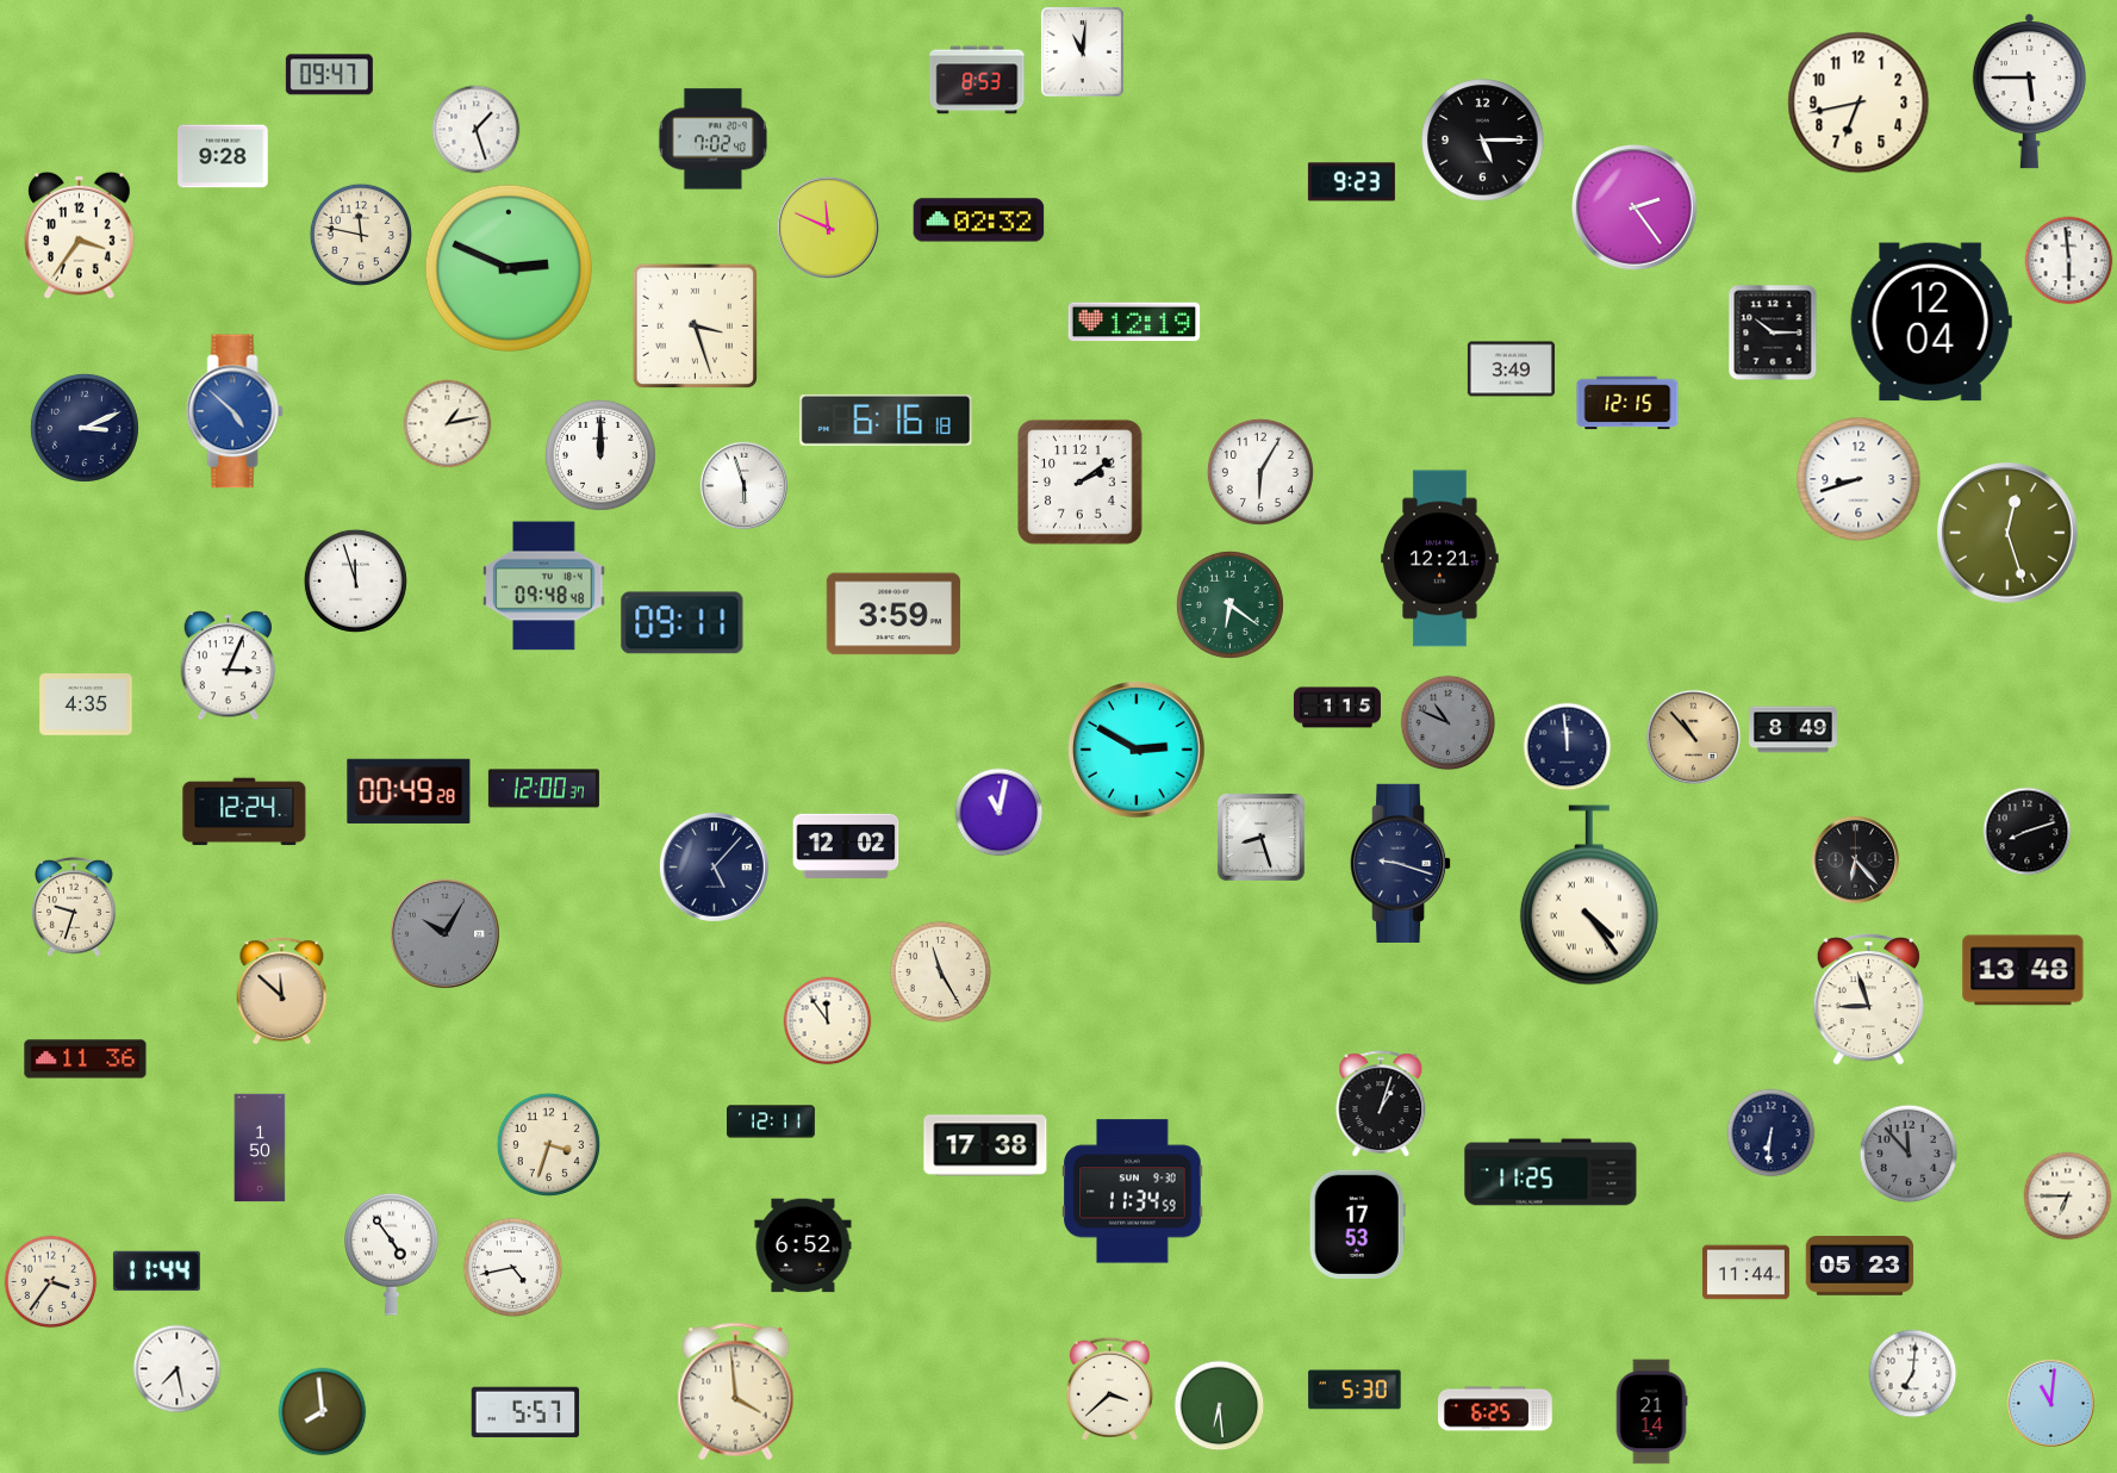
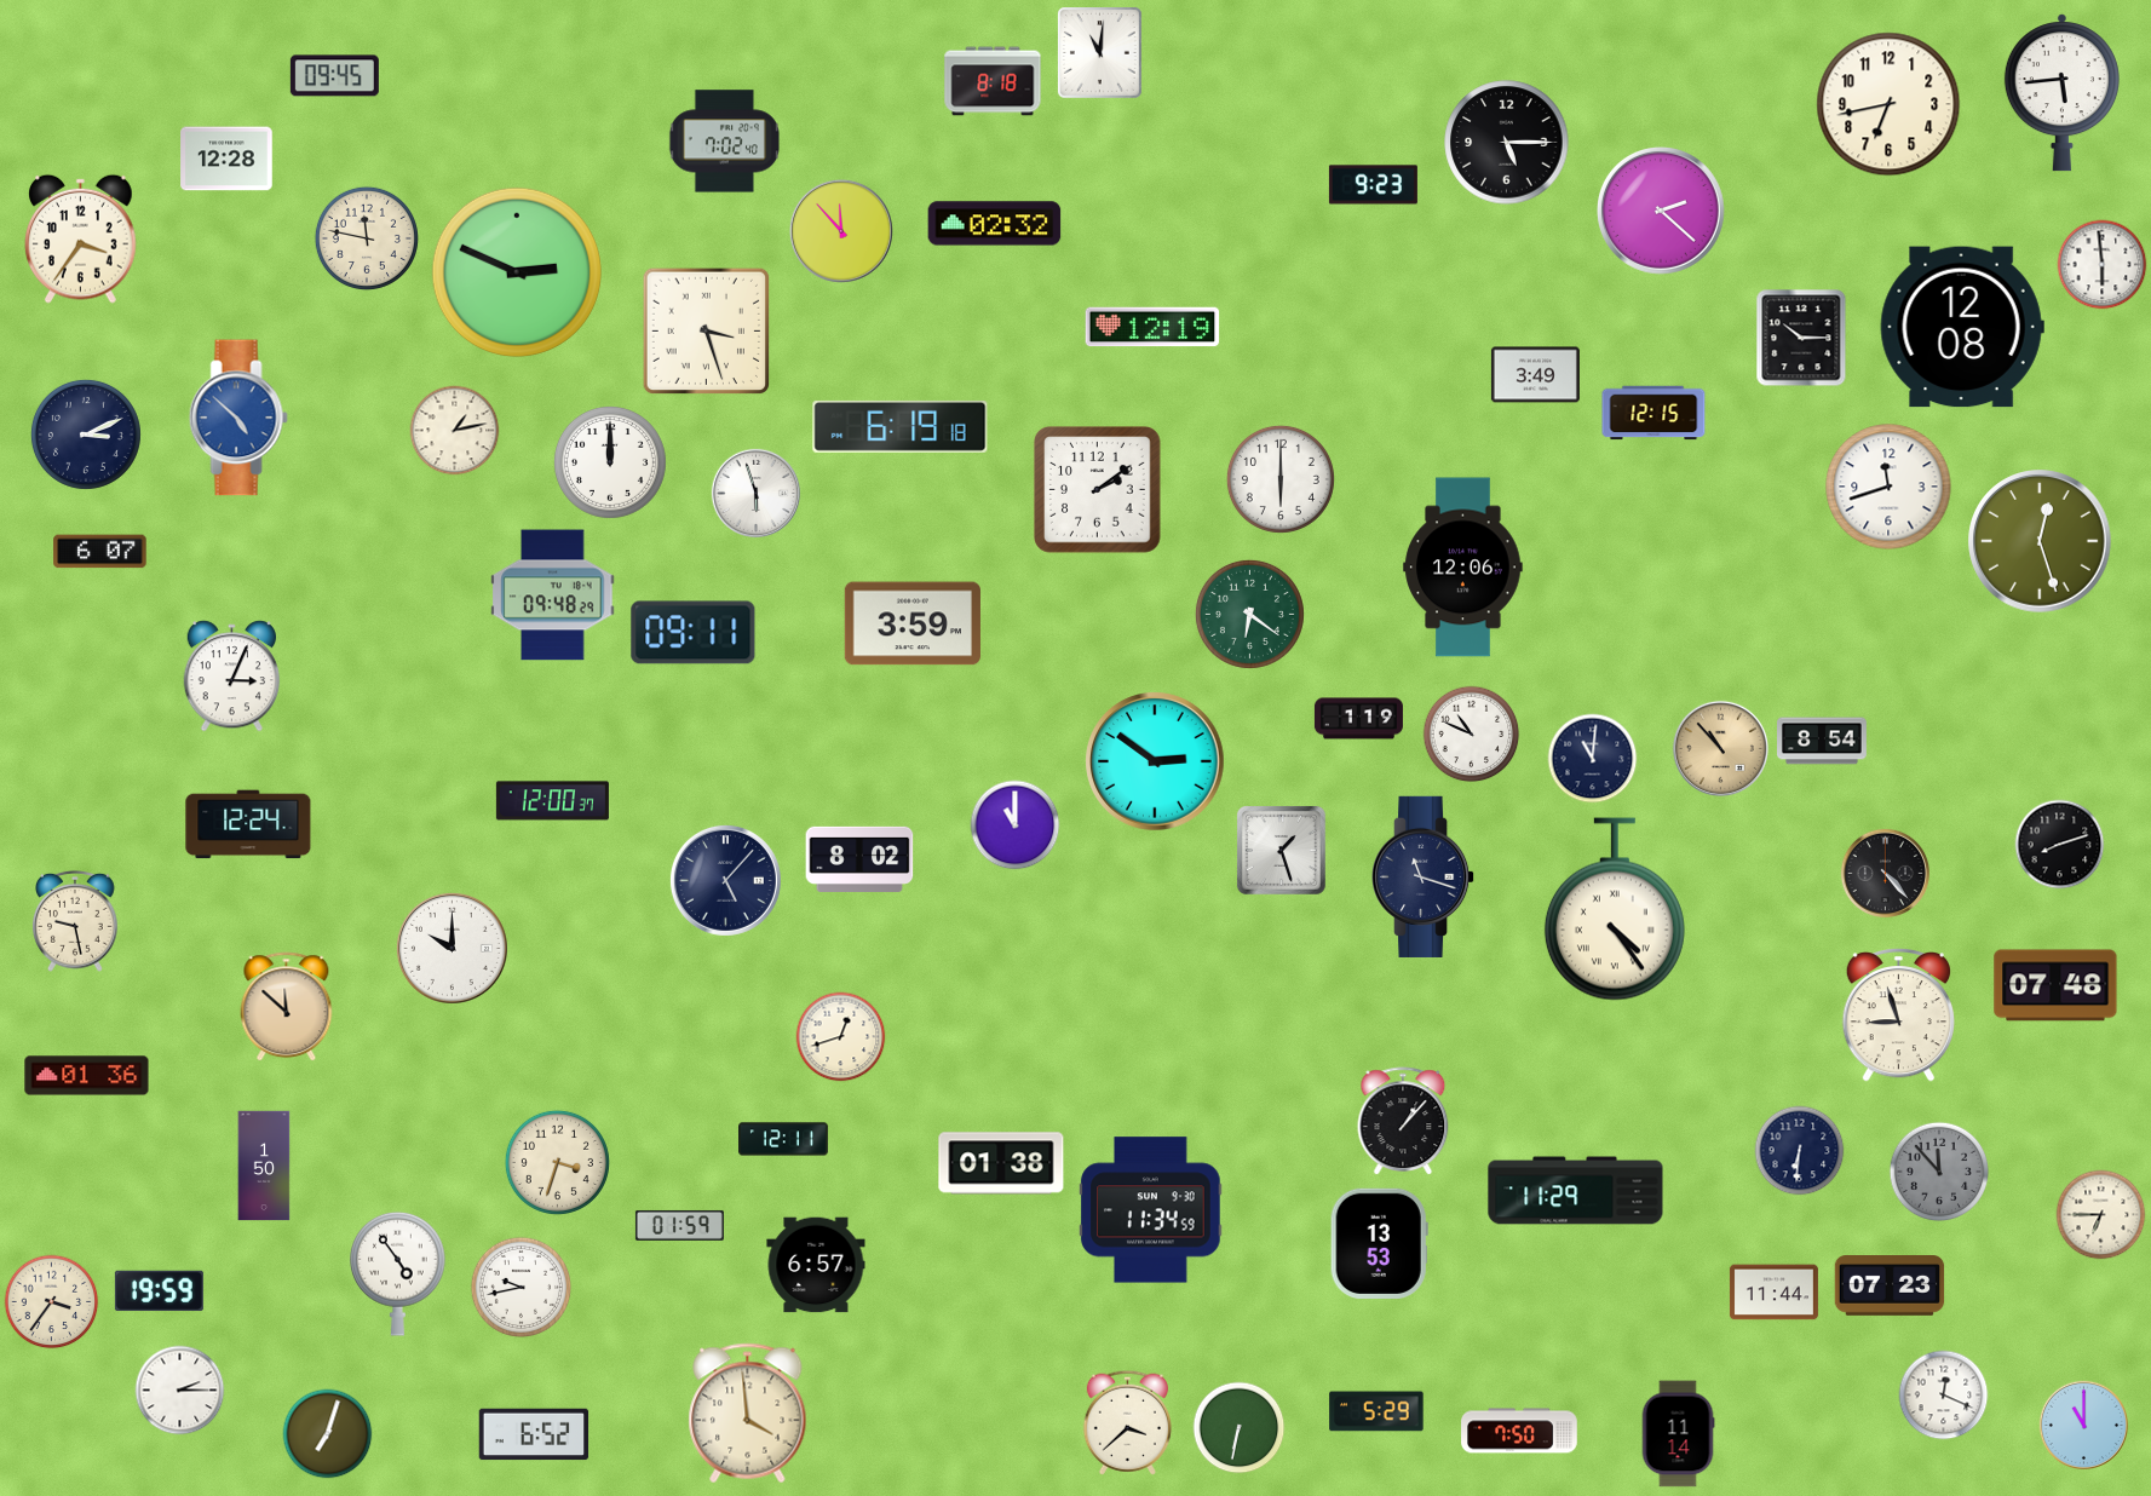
clock at (329, 75): 09:47 -> 09:45
clock at (977, 80): 8:53 -> 8:18
clock at (2029, 92): 5:45 -> 5:44
clock at (477, 130): 1:27 -> none
clock at (223, 156): 9:28 -> 12:28
clock at (1636, 209): 2:24 -> 2:22
clock at (828, 228): 11:49 -> 11:53
clock at (1931, 322): 12:04 -> 12:08
clock at (1627, 403) position: (1627, 403) -> (1653, 413)
clock at (886, 419): 6:16 -> 6:19
clock at (1260, 472): 6:05 -> 6:00
clock at (1858, 479): 8:42 -> 11:42
clock at (100, 552): none -> 6:07
clock at (1440, 559): 12:21 -> 12:06
clock at (355, 580): 11:57 -> none
clock at (544, 586): 09:48:48 -> 09:48:29
clock at (894, 614) position: (894, 614) -> (913, 623)
clock at (86, 704): 4:35 -> none
clock at (1337, 708): 1:15 -> 1:19
clock at (1449, 723) dial: grey -> white
clock at (1794, 729): 8:49 -> 8:54
clock at (1568, 747): 11:59 -> 11:01
clock at (1137, 750): 2:50 -> 2:51
clock at (409, 790): 00:49 -> none
clock at (1000, 813): 11:02 -> 11:00
clock at (1260, 837): 8:27 -> 1:27
clock at (846, 846): 12:02 -> 8:02
clock at (1855, 859): 6:23 -> 4:23
clock at (1402, 863): 9:18 -> 11:18
clock at (75, 907): 9:33 -> 9:28
clock at (444, 933): 10:05 -> 10:00
clock at (444, 933) dial: grey -> white
clock at (2023, 970): 13:48 -> 07:48
clock at (940, 971): 11:25 -> none
clock at (828, 1021): 11:54 -> 12:42
clock at (86, 1059): 11:36 -> 01:36
clock at (1381, 1105): 1:03 -> 1:07
clock at (985, 1145): 17:38 -> 01:38
clock at (1551, 1173): 11:25 -> 11:29
clock at (679, 1225): none -> 01:59
clock at (1357, 1224): 17:53 -> 13:53
clock at (803, 1245): 6:52 -> 6:57
clock at (513, 1267): 4:43 -> 9:43
clock at (1860, 1267): 05:23 -> 07:23
clock at (156, 1272): 11:44 -> 19:59
clock at (178, 1369): 7:28 -> 2:15
clock at (1913, 1374): 7:01 -> 12:19
clock at (1109, 1388) position: (1109, 1388) -> (1127, 1422)
clock at (1355, 1390): 5:30 -> 5:29
clock at (2050, 1403): 11:01 -> 11:00
clock at (1220, 1406): 6:29 -> 6:32
clock at (1495, 1409): 6:25 -> 7:50
clock at (323, 1412): 7:59 -> 7:03
clock at (525, 1412): 5:57 -> 6:52
clock at (1651, 1412): 21:14 -> 11:14
